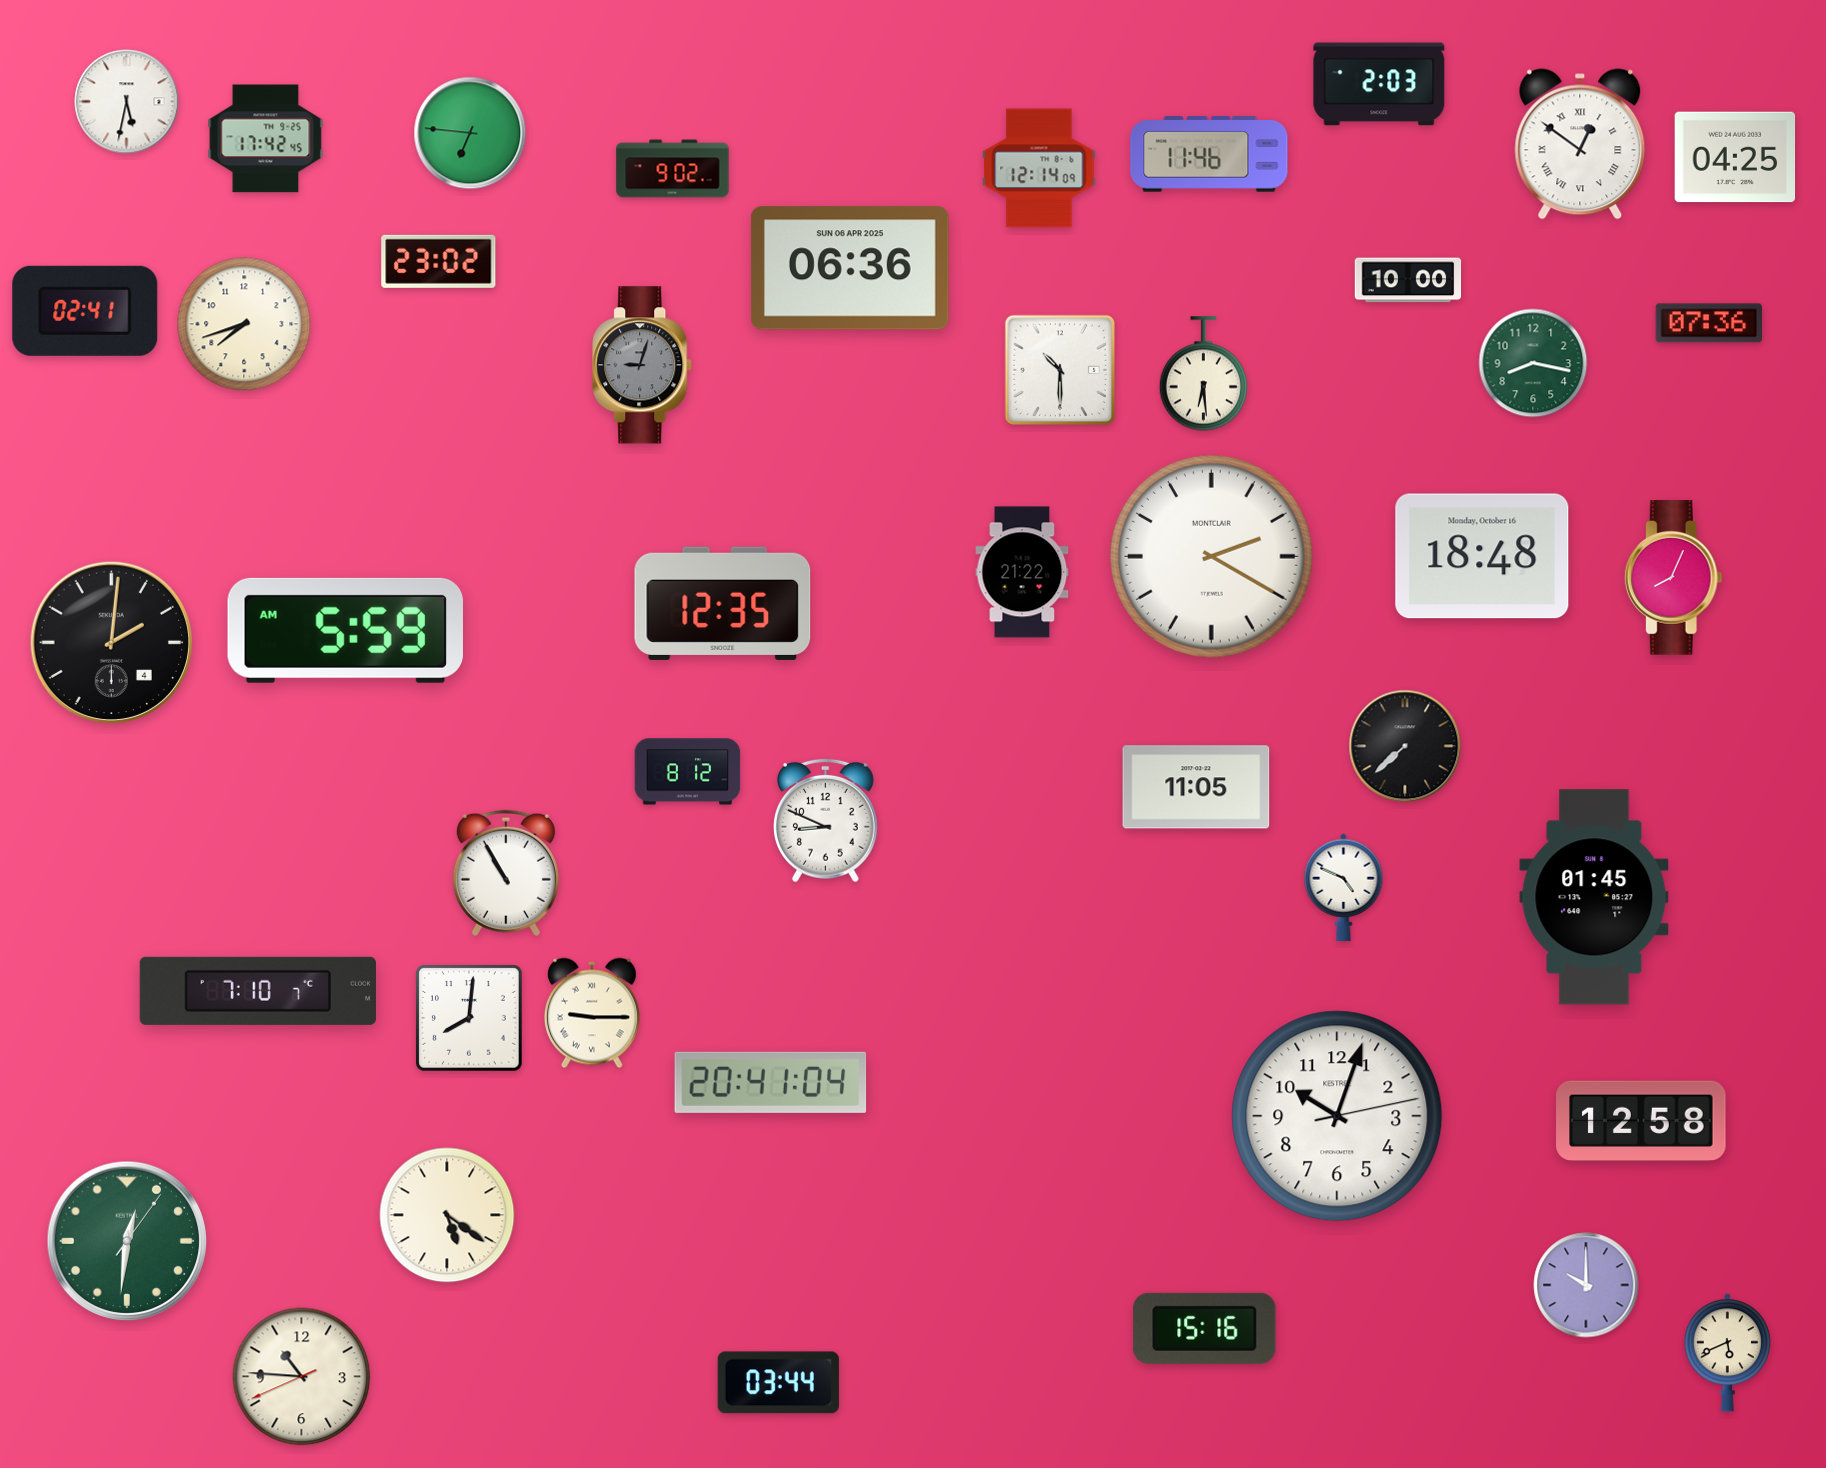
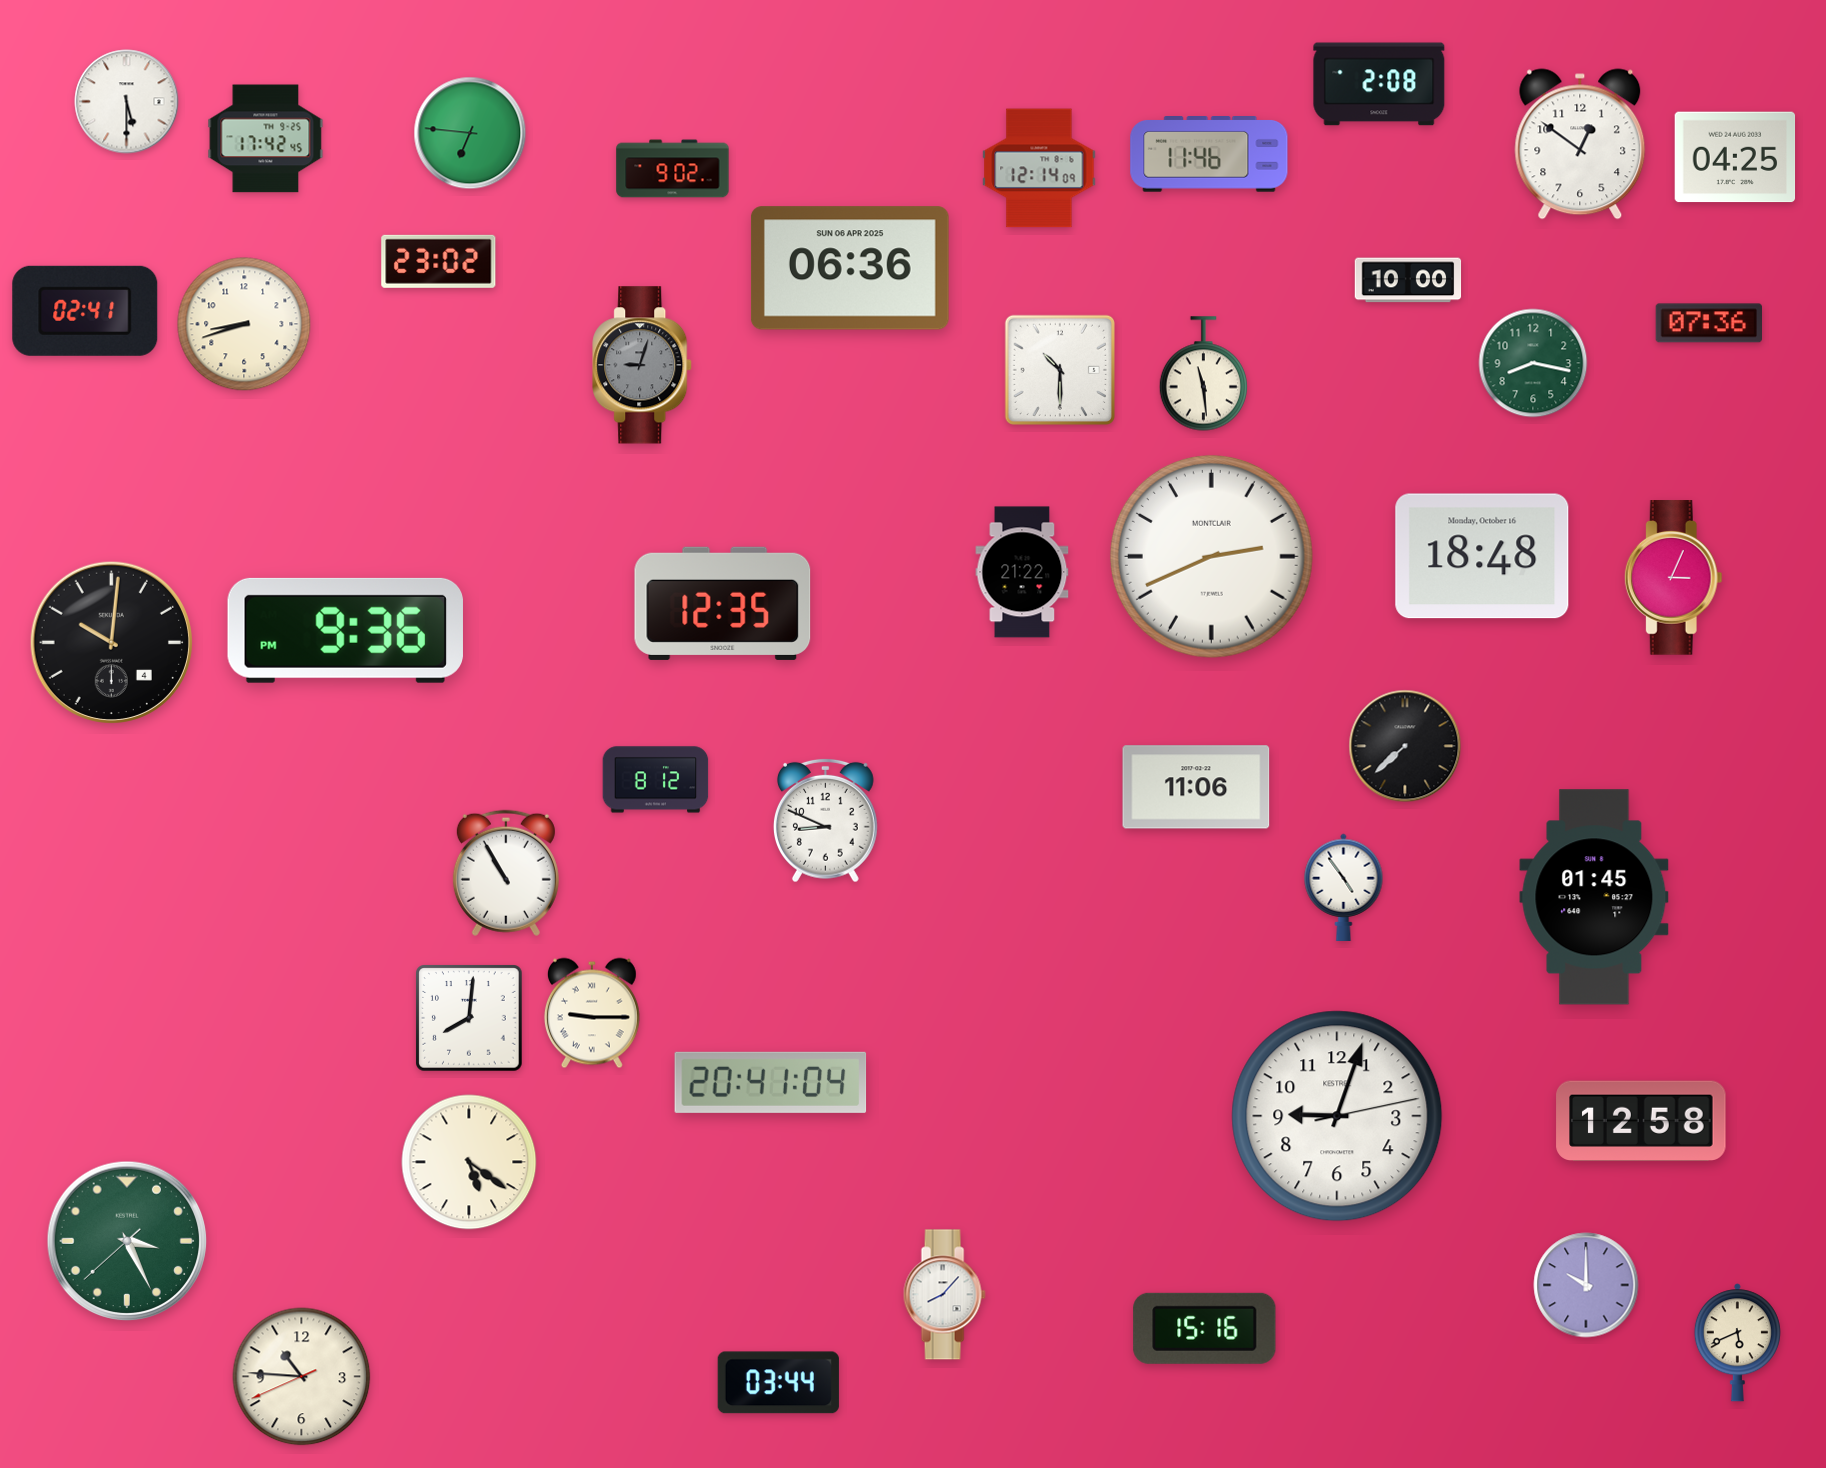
clock at (1379, 84): 2:03 -> 2:08
clock at (127, 102): 5:32 -> 5:30
clock at (1580, 144) numerals: Roman -> Arabic
clock at (244, 324): 7:42 -> 8:42
clock at (1203, 374): 6:29 -> 11:29
clock at (1211, 556): 2:20 -> 2:41
clock at (1673, 578): 8:04 -> 3:04
clock at (345, 630): 5:59 -> 9:36
clock at (111, 642): 2:01 -> 10:01
clock at (688, 772) position: (688, 772) -> (656, 780)
clock at (1196, 787): 11:05 -> 11:06
clock at (1344, 887): 4:49 -> 4:54
clock at (258, 991): 7:10 -> none
clock at (1337, 1116): 10:03 -> 9:03
clock at (447, 1215) position: (447, 1215) -> (469, 1162)
clock at (127, 1241): 12:31 -> 3:25
clock at (944, 1295): none -> 8:07
clock at (1727, 1353) position: (1727, 1353) -> (1737, 1343)
